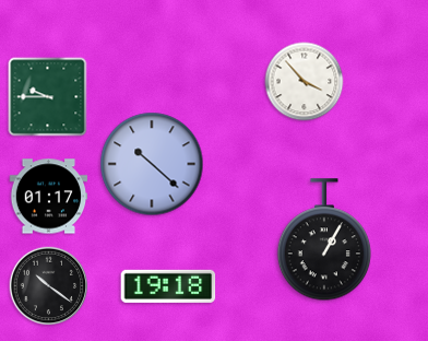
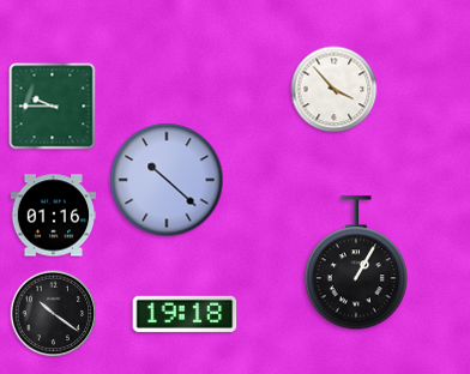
clock at (49, 197): 01:17 -> 01:16
